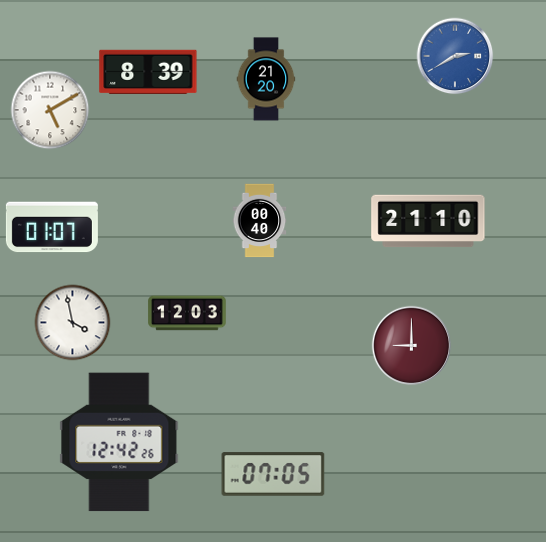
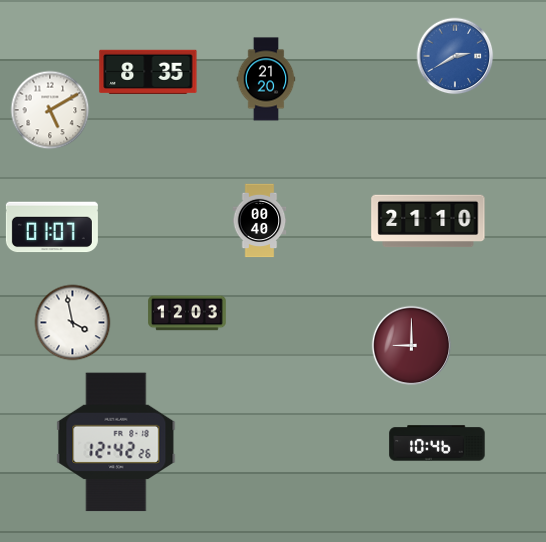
clock at (148, 72): 8:39 -> 8:35
clock at (119, 442) position: (119, 442) -> (116, 442)
clock at (437, 443): none -> 10:46
clock at (273, 474): 07:05 -> none
